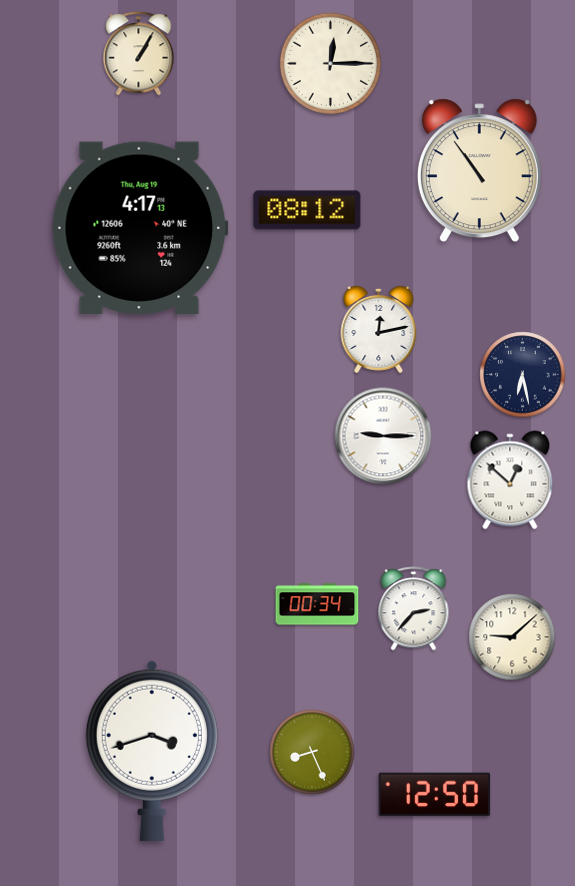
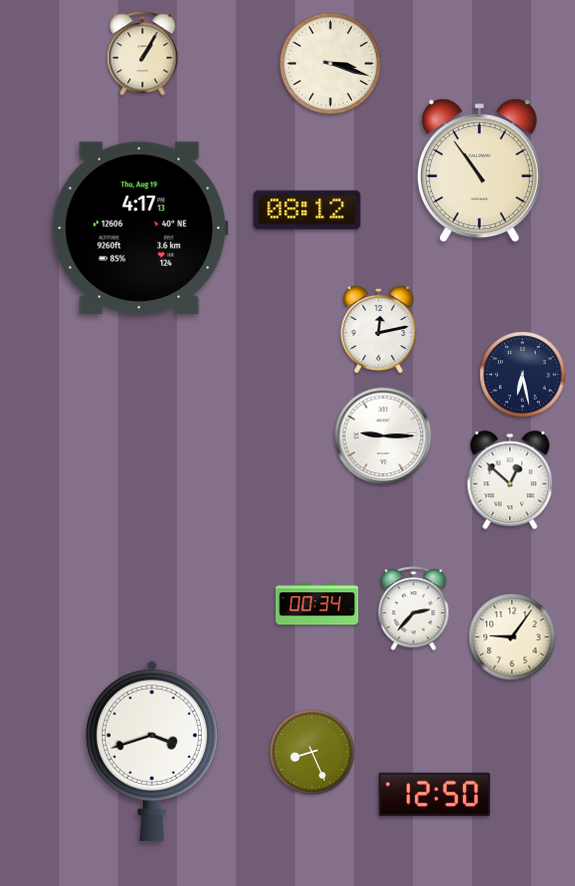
clock at (139, 54) position: (139, 54) -> (143, 54)
clock at (330, 63): 12:15 -> 3:18
clock at (512, 637): 9:08 -> 9:06
